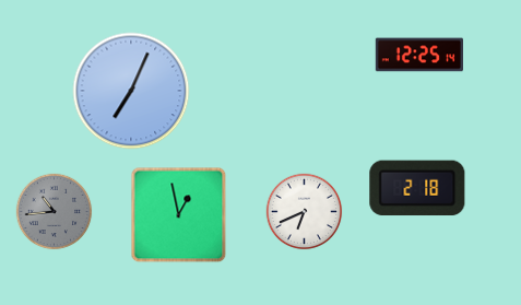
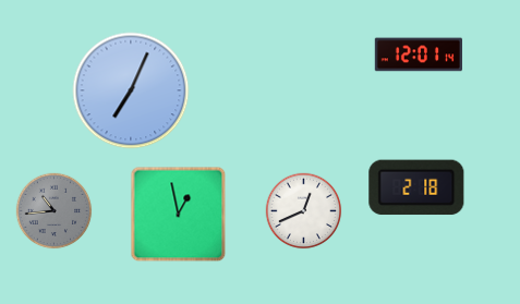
clock at (418, 55): 12:25 -> 12:01
clock at (305, 212): 6:41 -> 12:41
